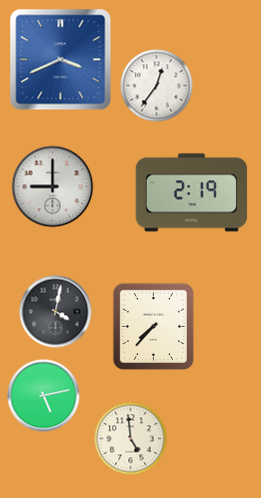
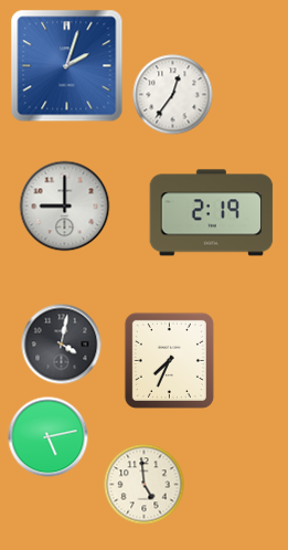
clock at (61, 60): 3:41 -> 2:03
clock at (53, 187) position: (53, 187) -> (65, 207)
clock at (153, 326): 7:37 -> 7:34
